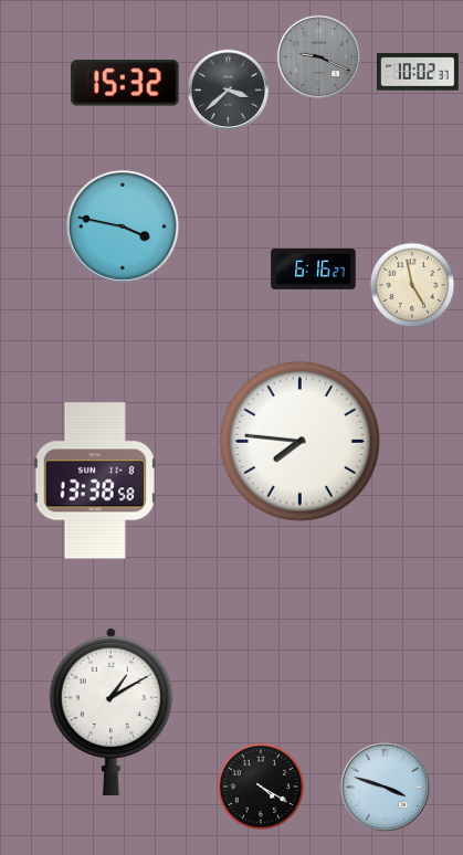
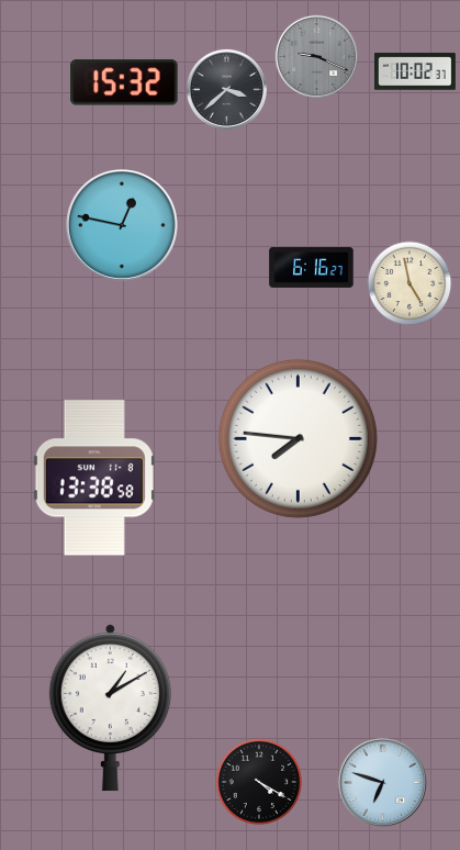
clock at (124, 228): 3:47 -> 12:47
clock at (385, 787): 3:48 -> 6:48
